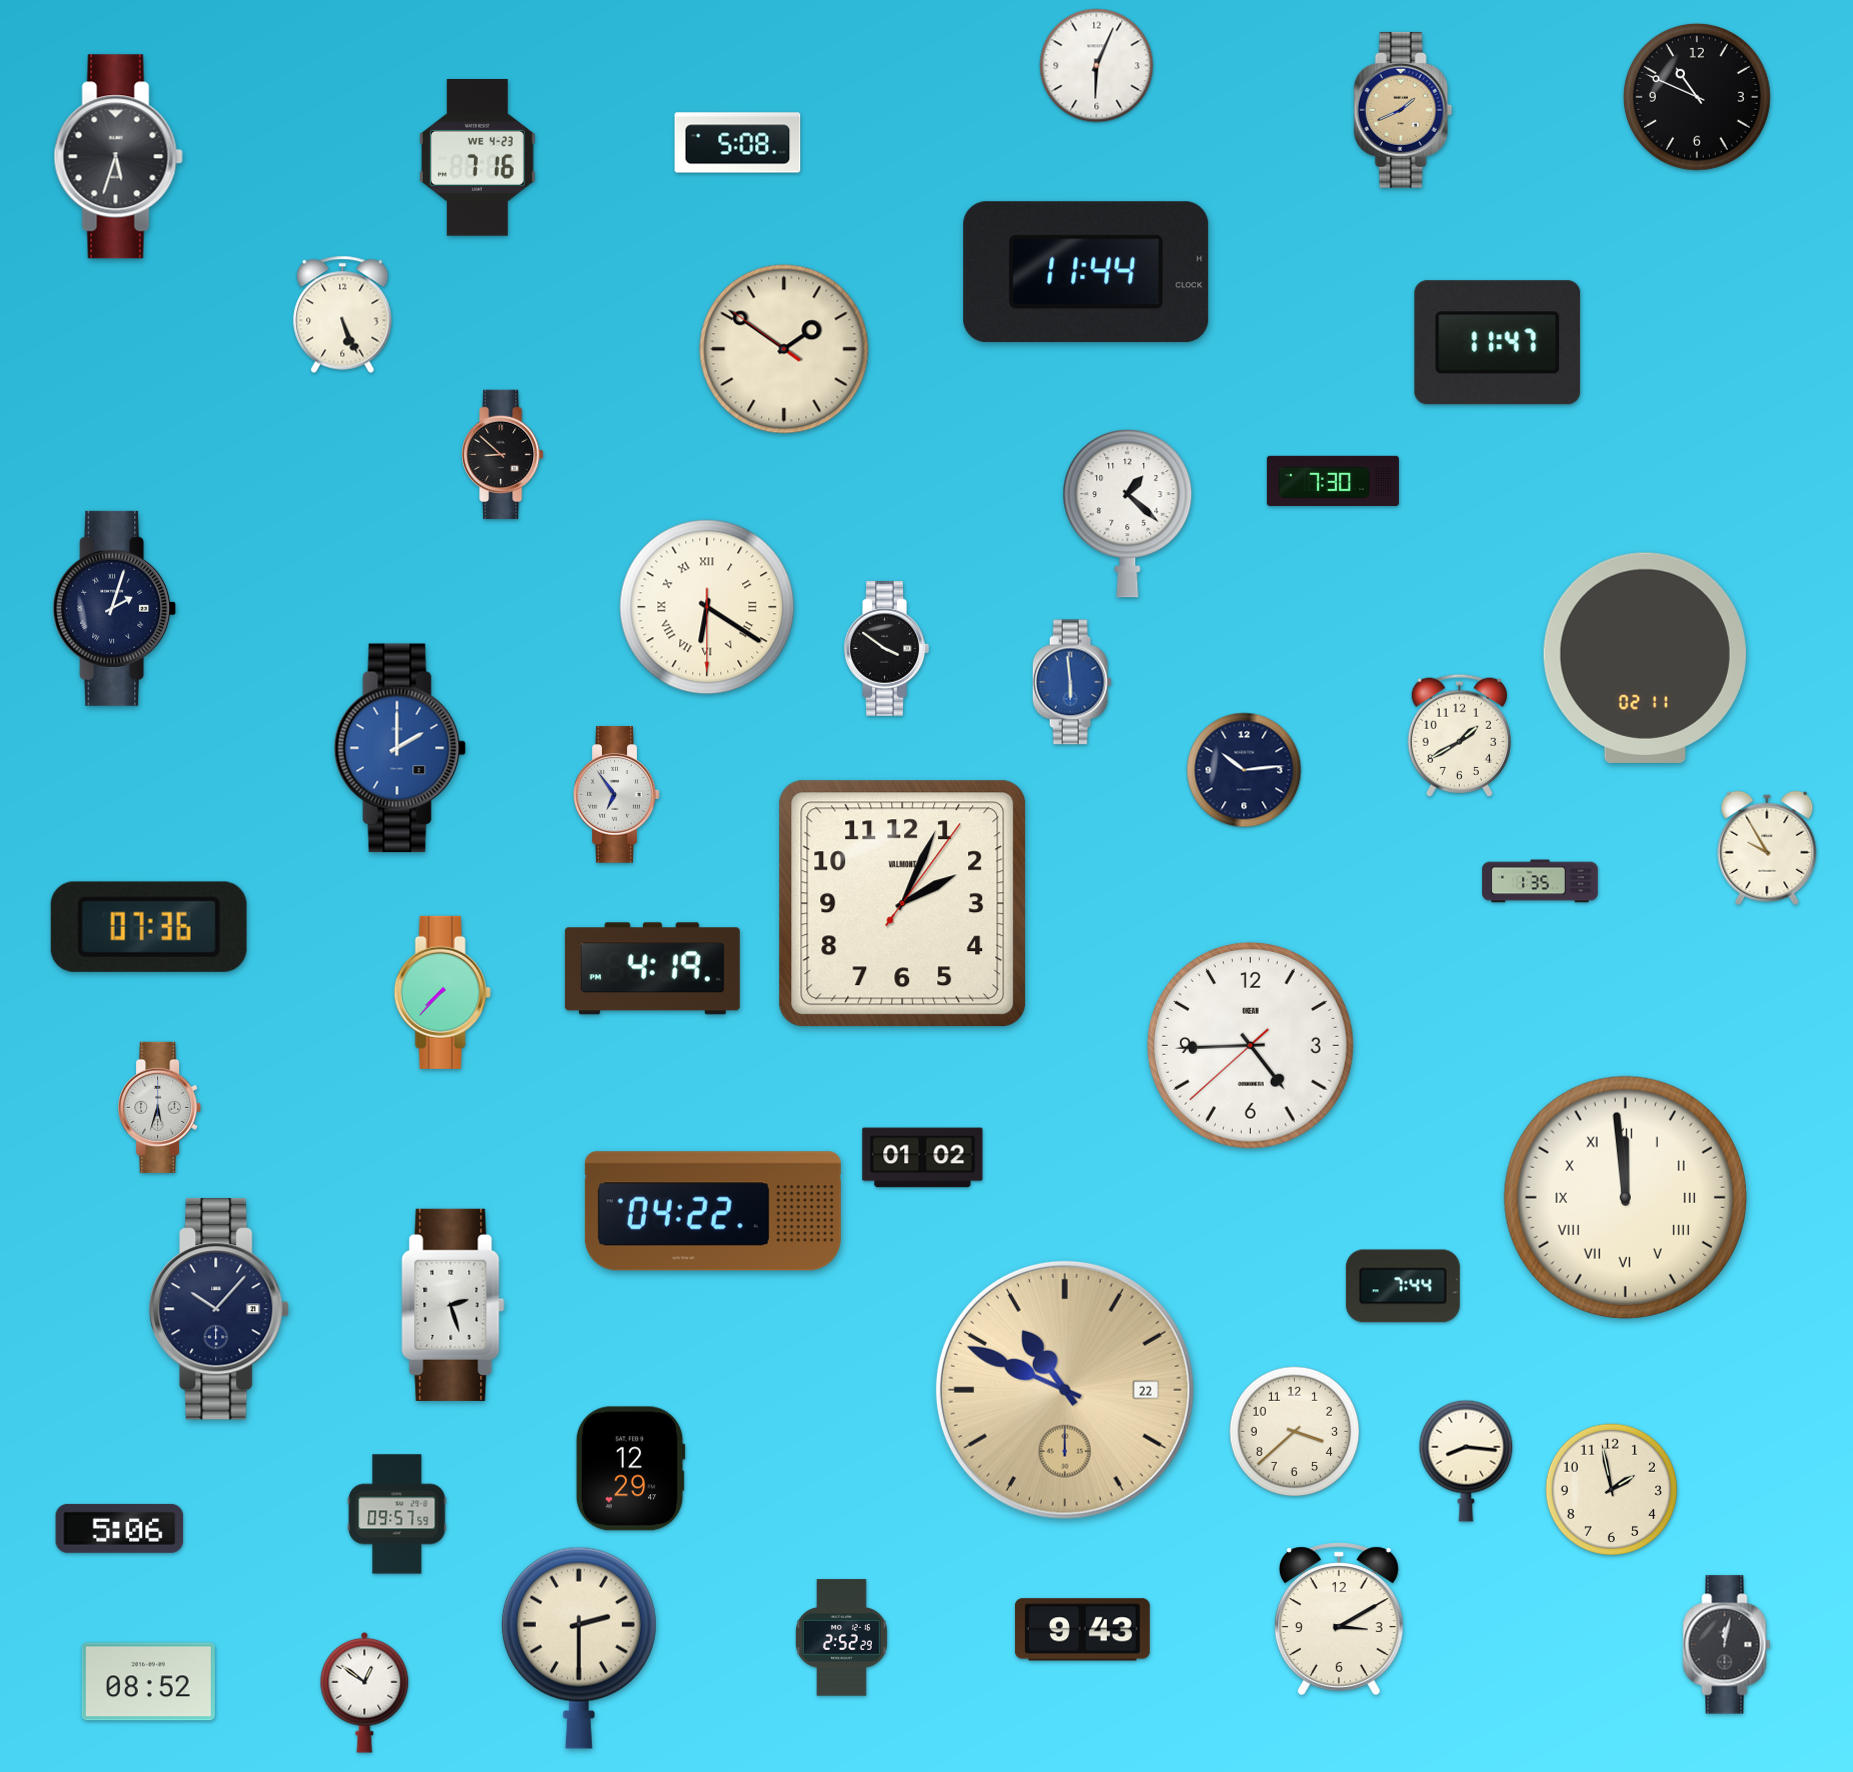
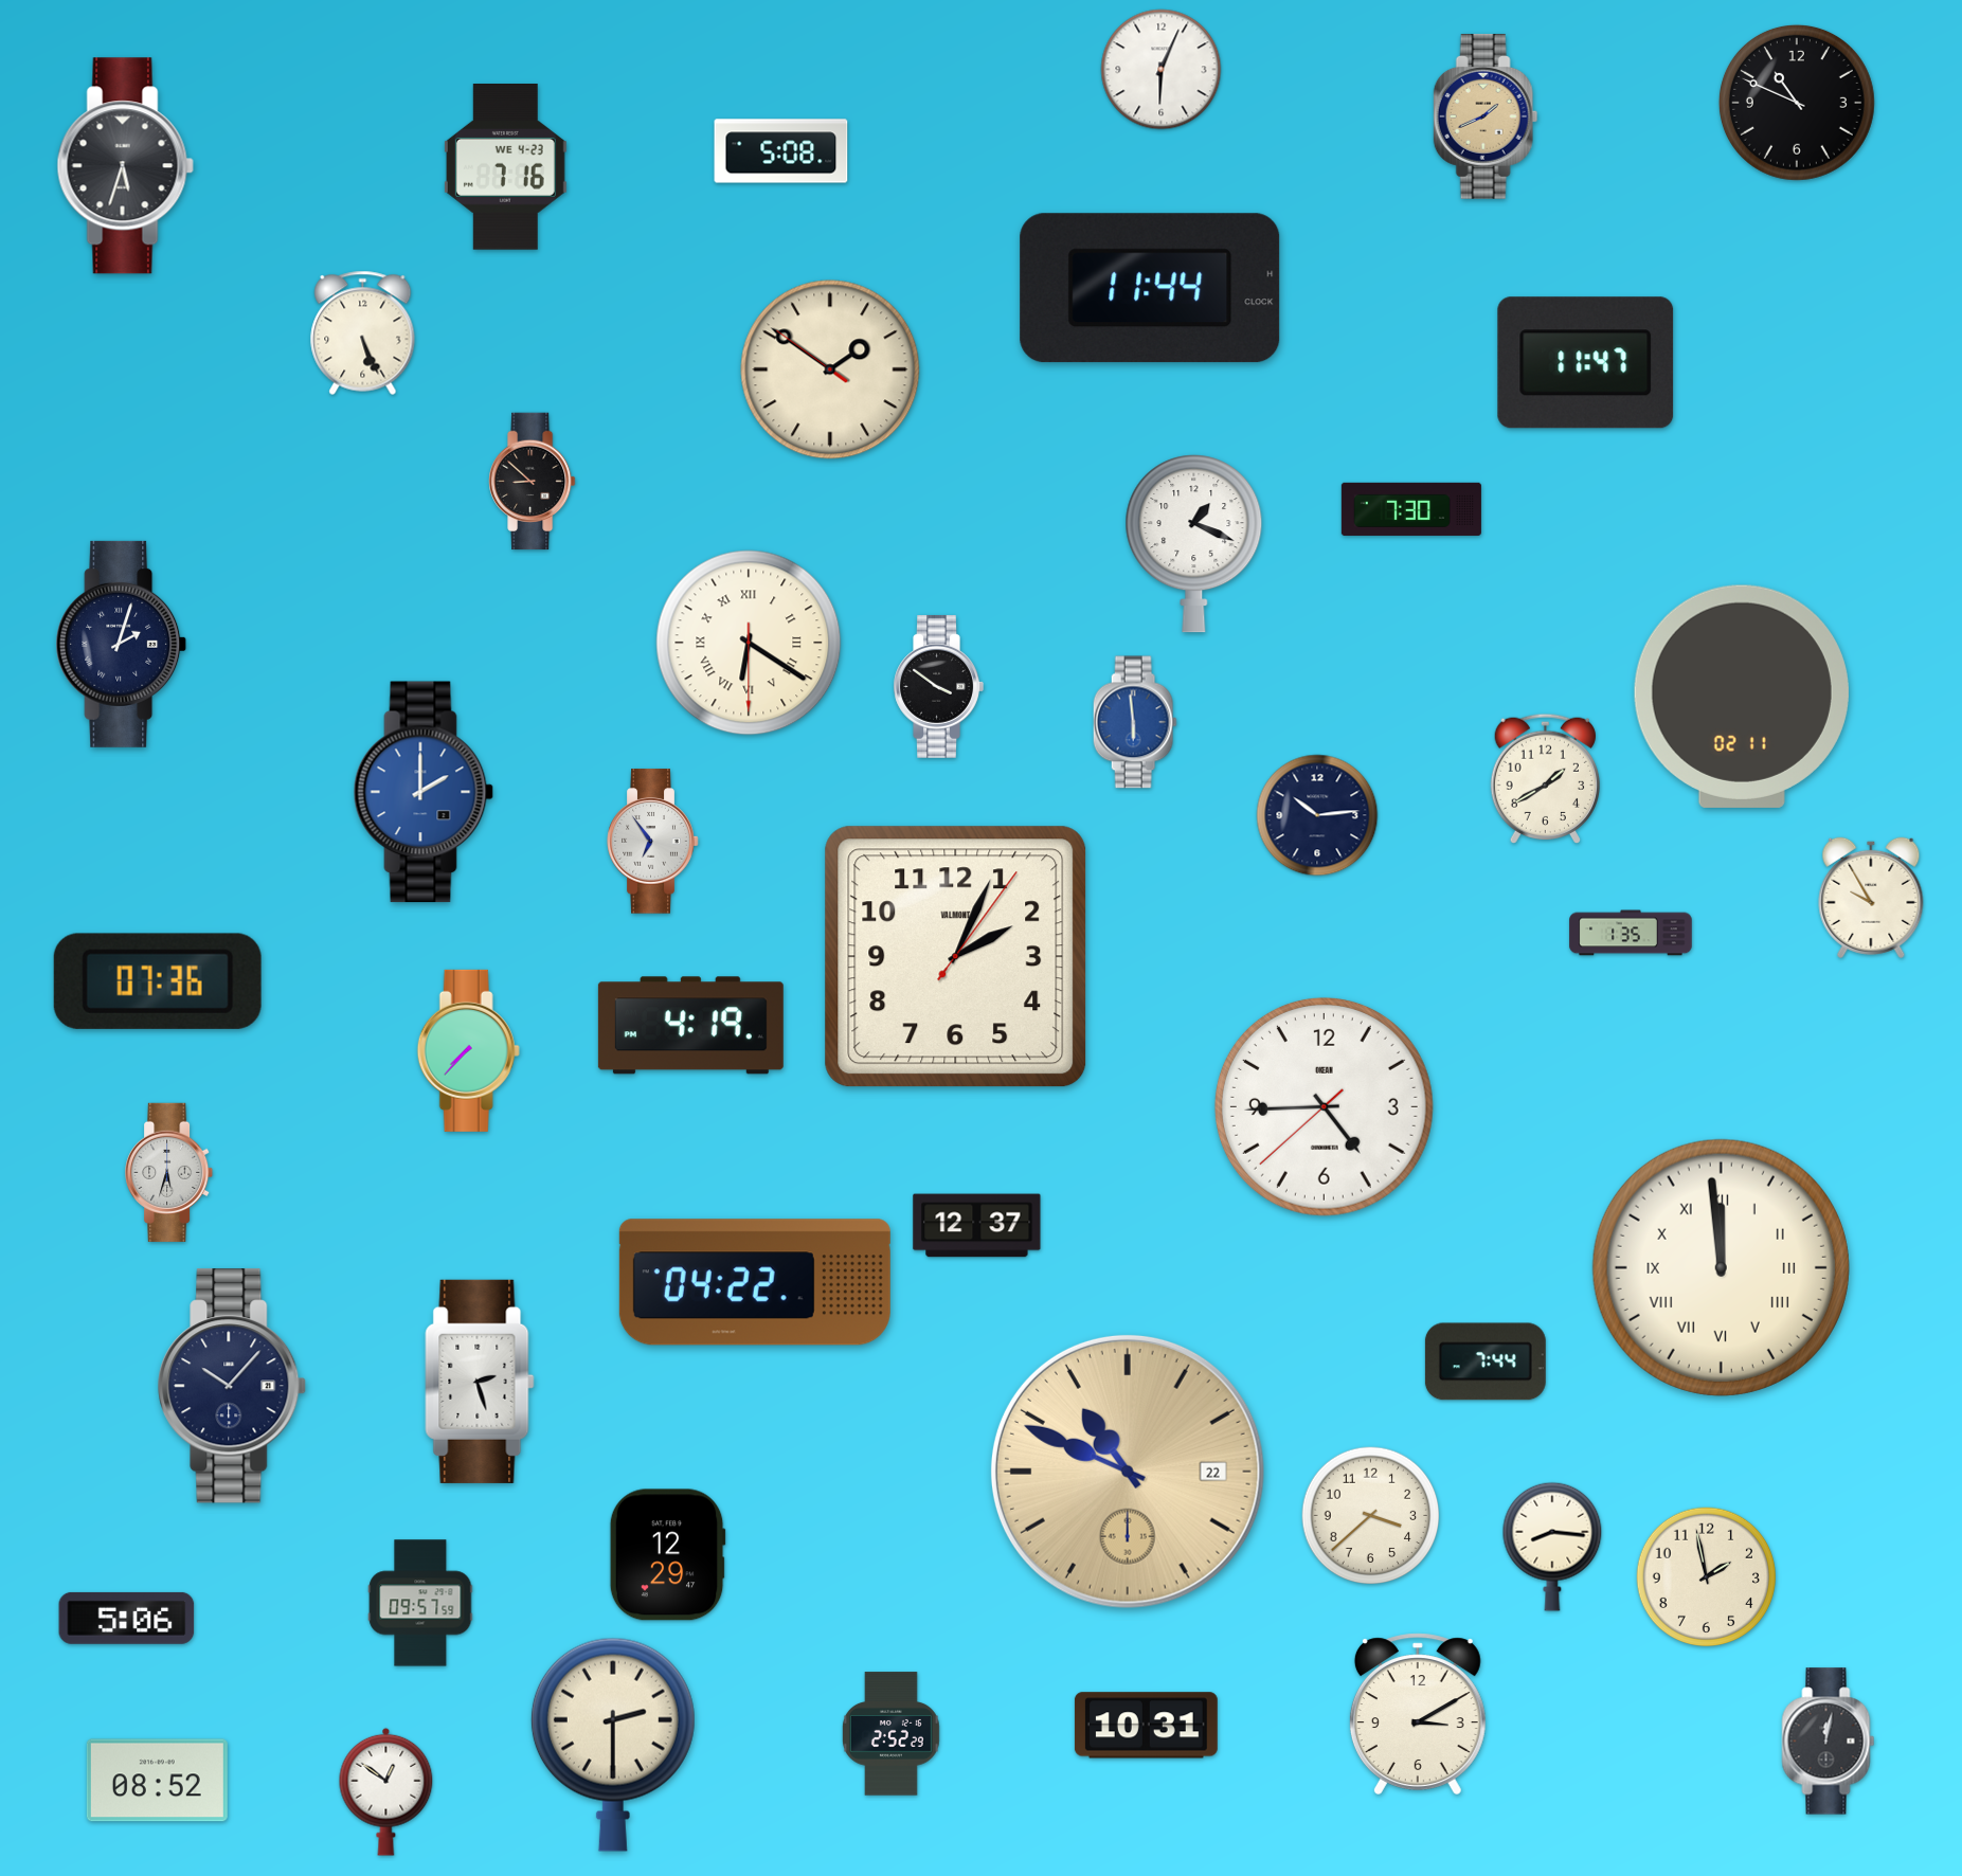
clock at (1128, 514): 1:22 -> 1:19
clock at (923, 1158): 01:02 -> 12:37
clock at (1082, 1630): 9:43 -> 10:31
